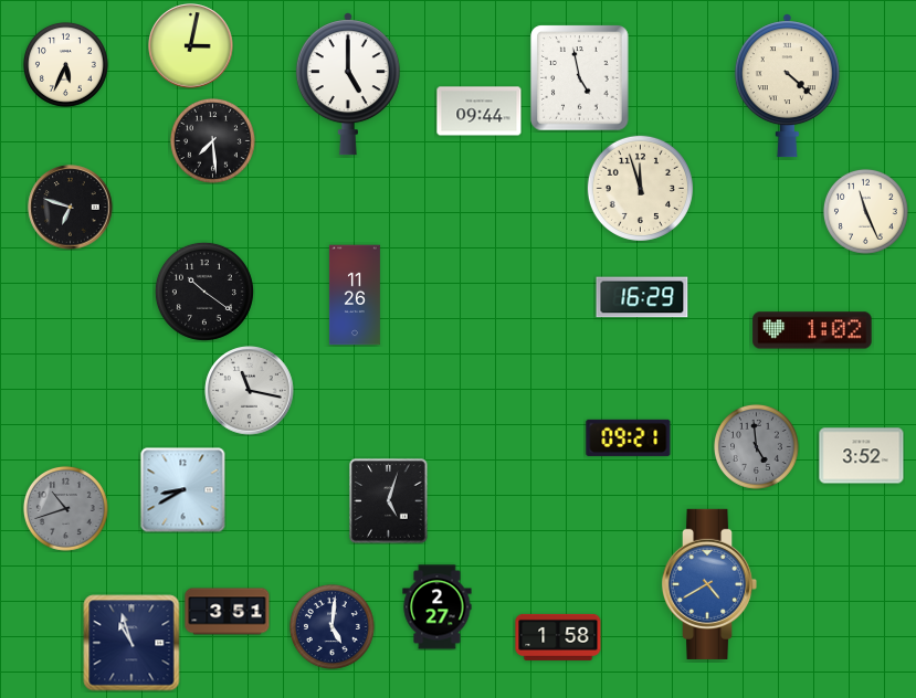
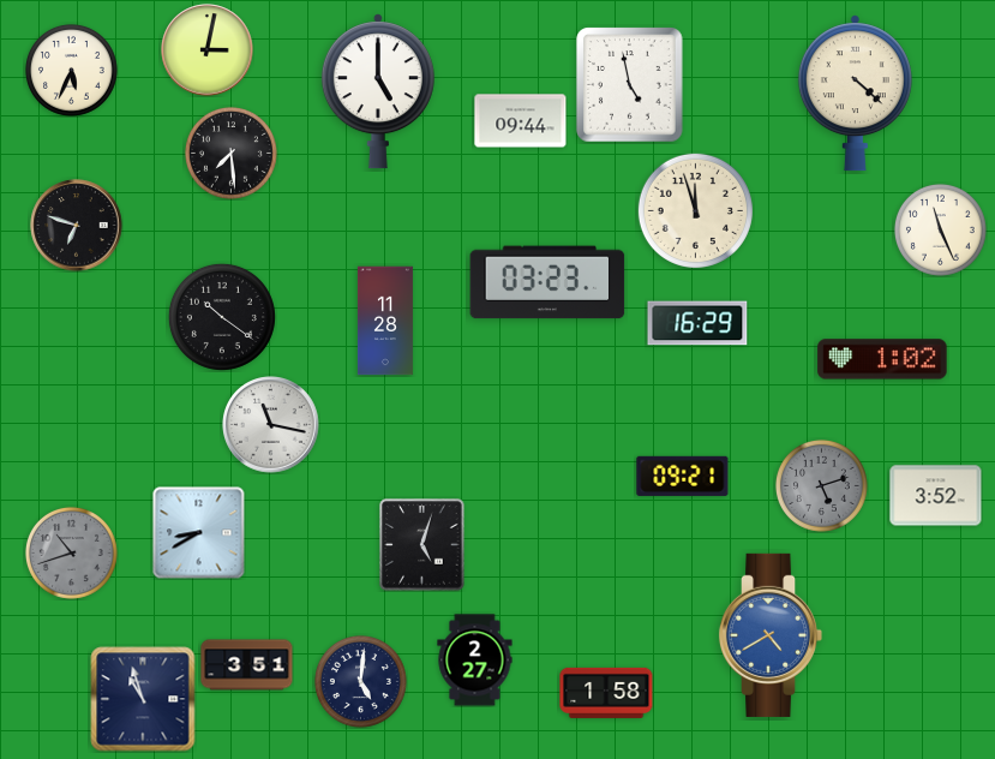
clock at (640, 188) position: (640, 188) -> (695, 210)
clock at (547, 282): none -> 03:23
clock at (355, 295): 11:26 -> 11:28
clock at (756, 446): 4:59 -> 5:12
